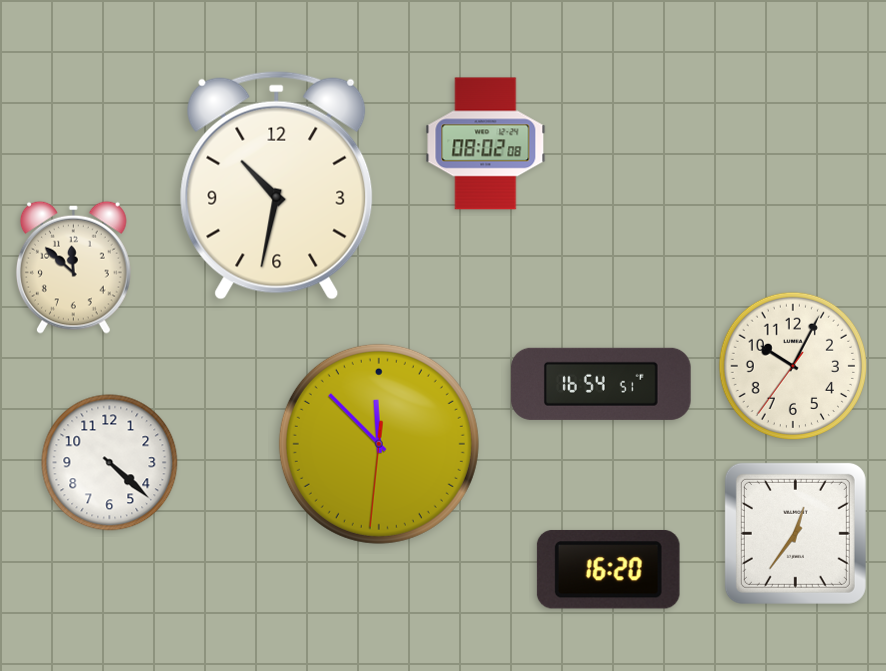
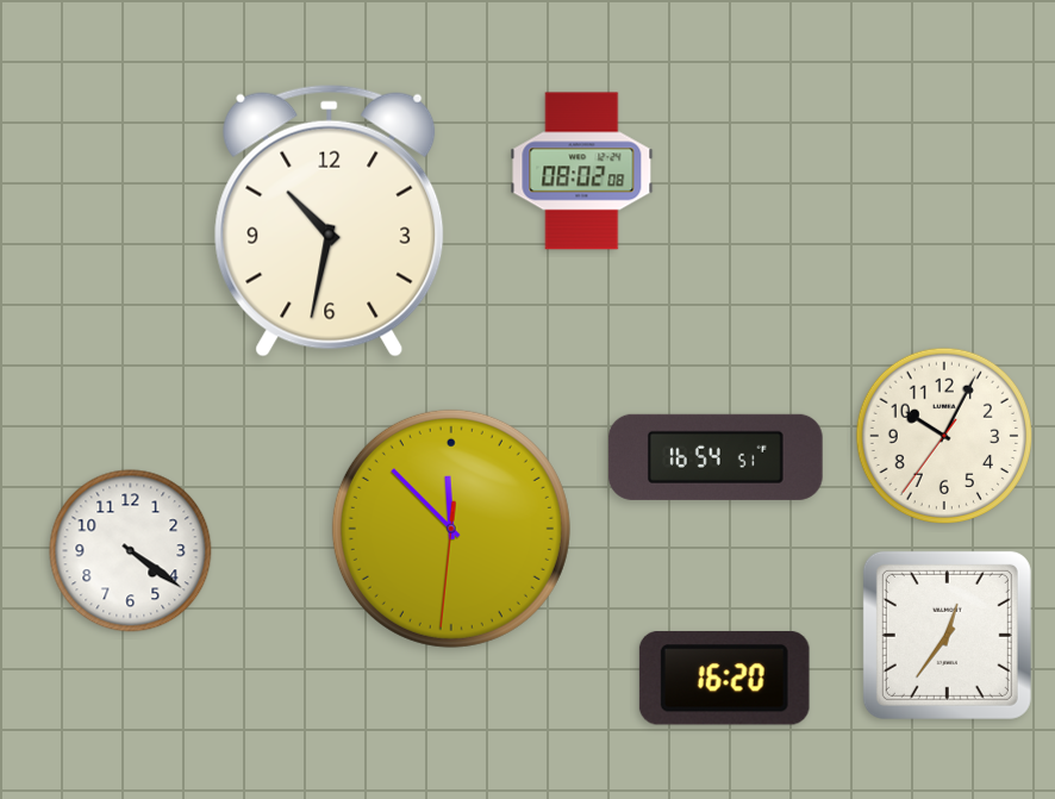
clock at (486, 144) position: (486, 144) -> (582, 171)
clock at (73, 267): 11:52 -> none
clock at (110, 463): 4:22 -> 4:21
